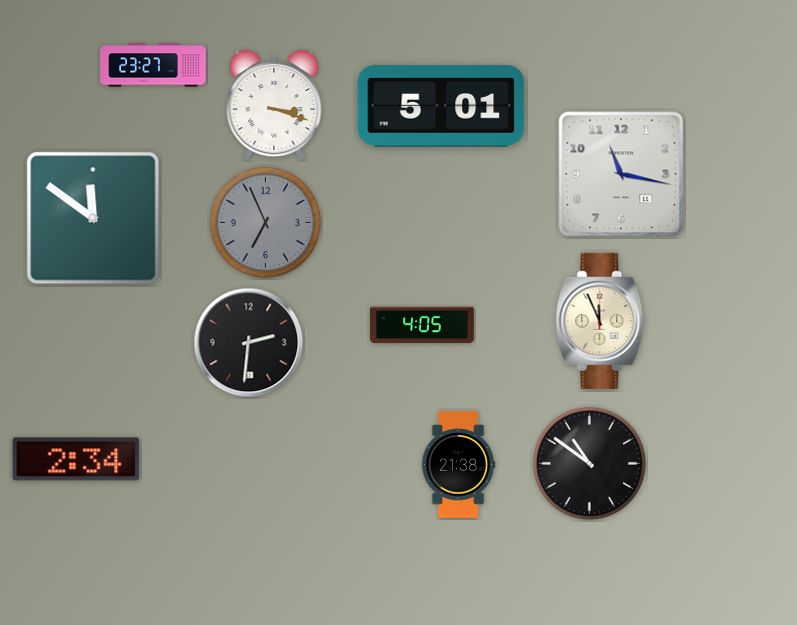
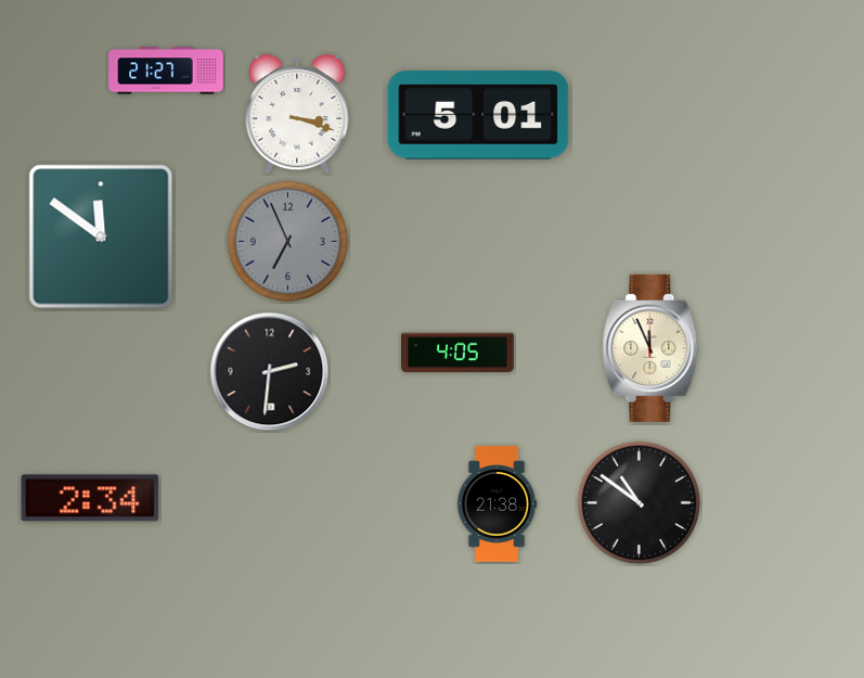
clock at (153, 65): 23:27 -> 21:27
clock at (621, 174): 11:17 -> none
clock at (76, 459) position: (76, 459) -> (90, 498)
